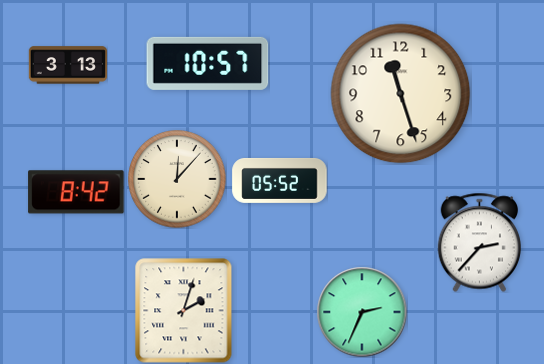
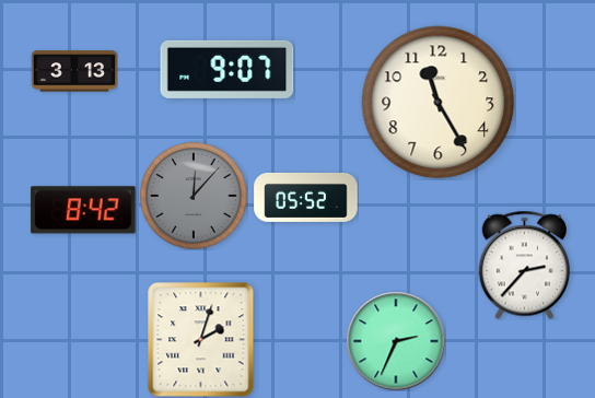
clock at (208, 63): 10:57 -> 9:07
clock at (401, 94): 11:27 -> 11:25
clock at (177, 179) dial: cream -> grey
